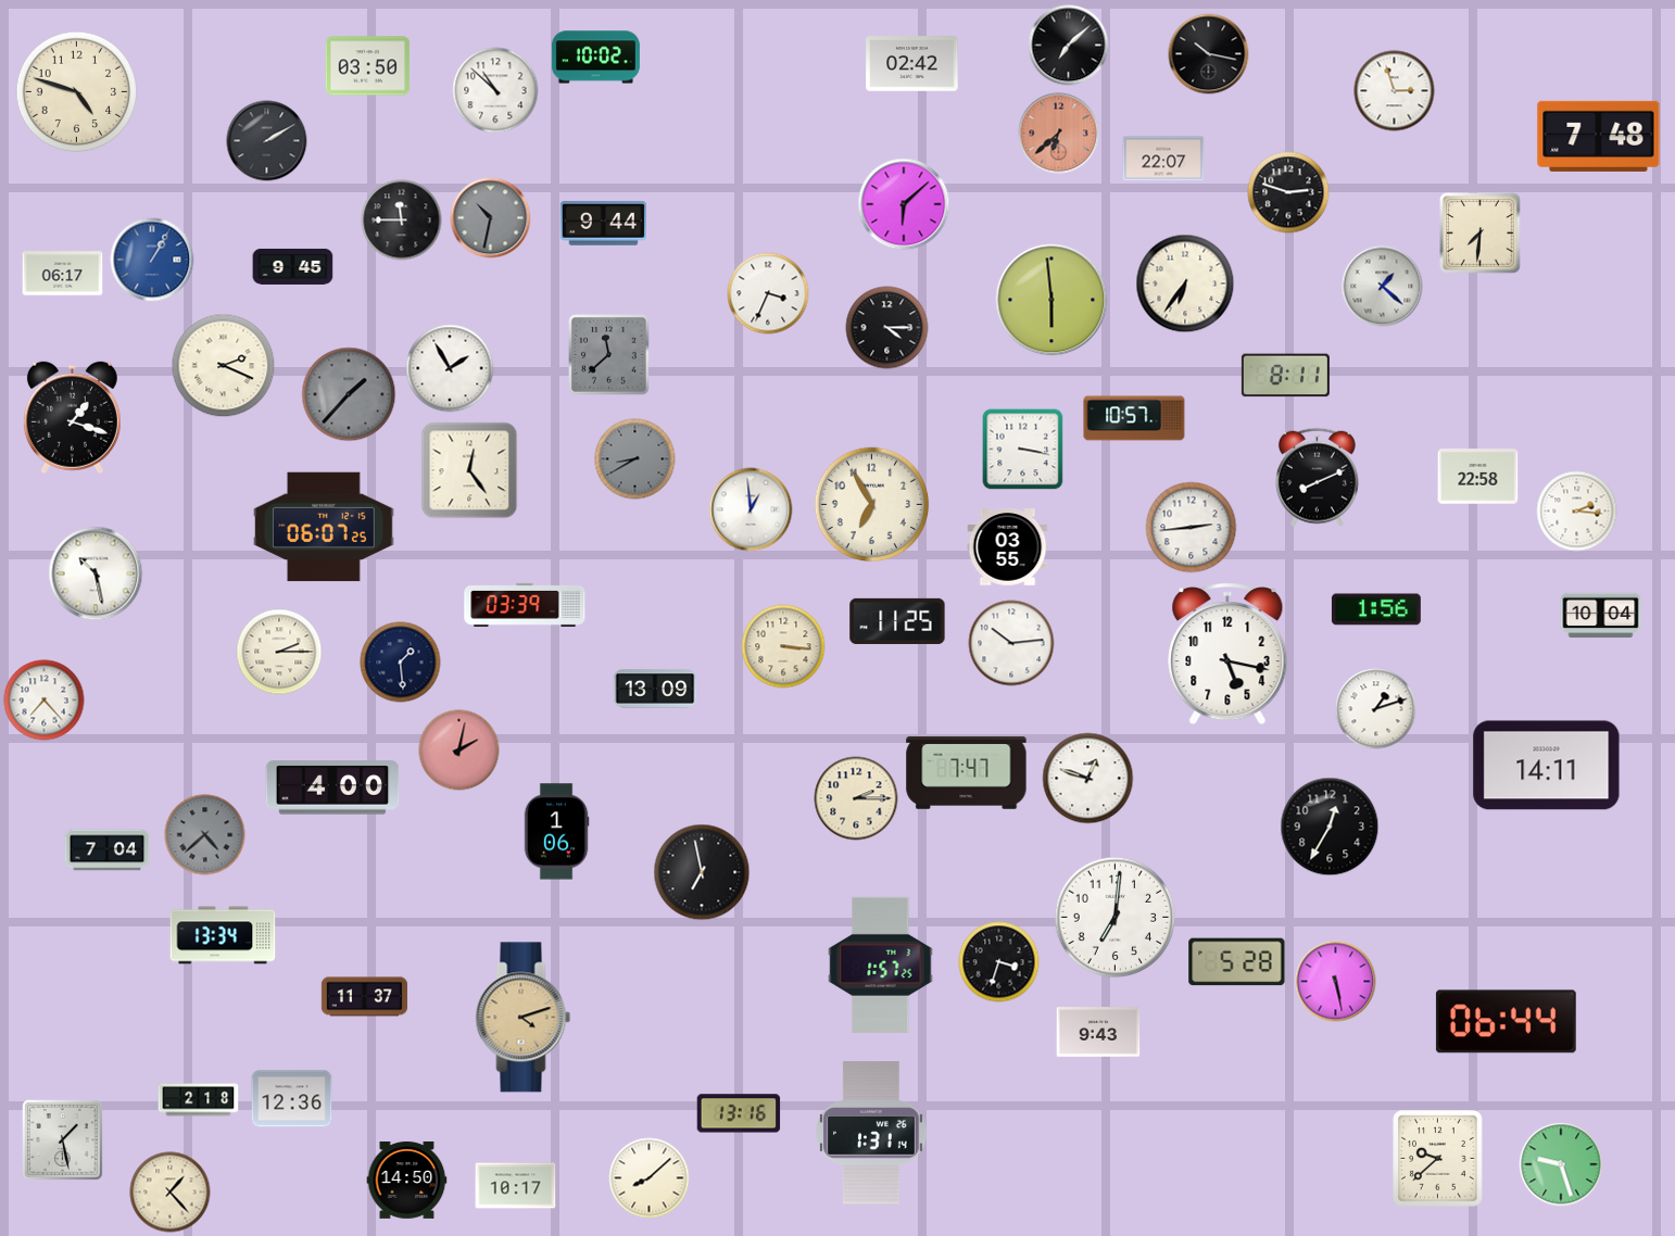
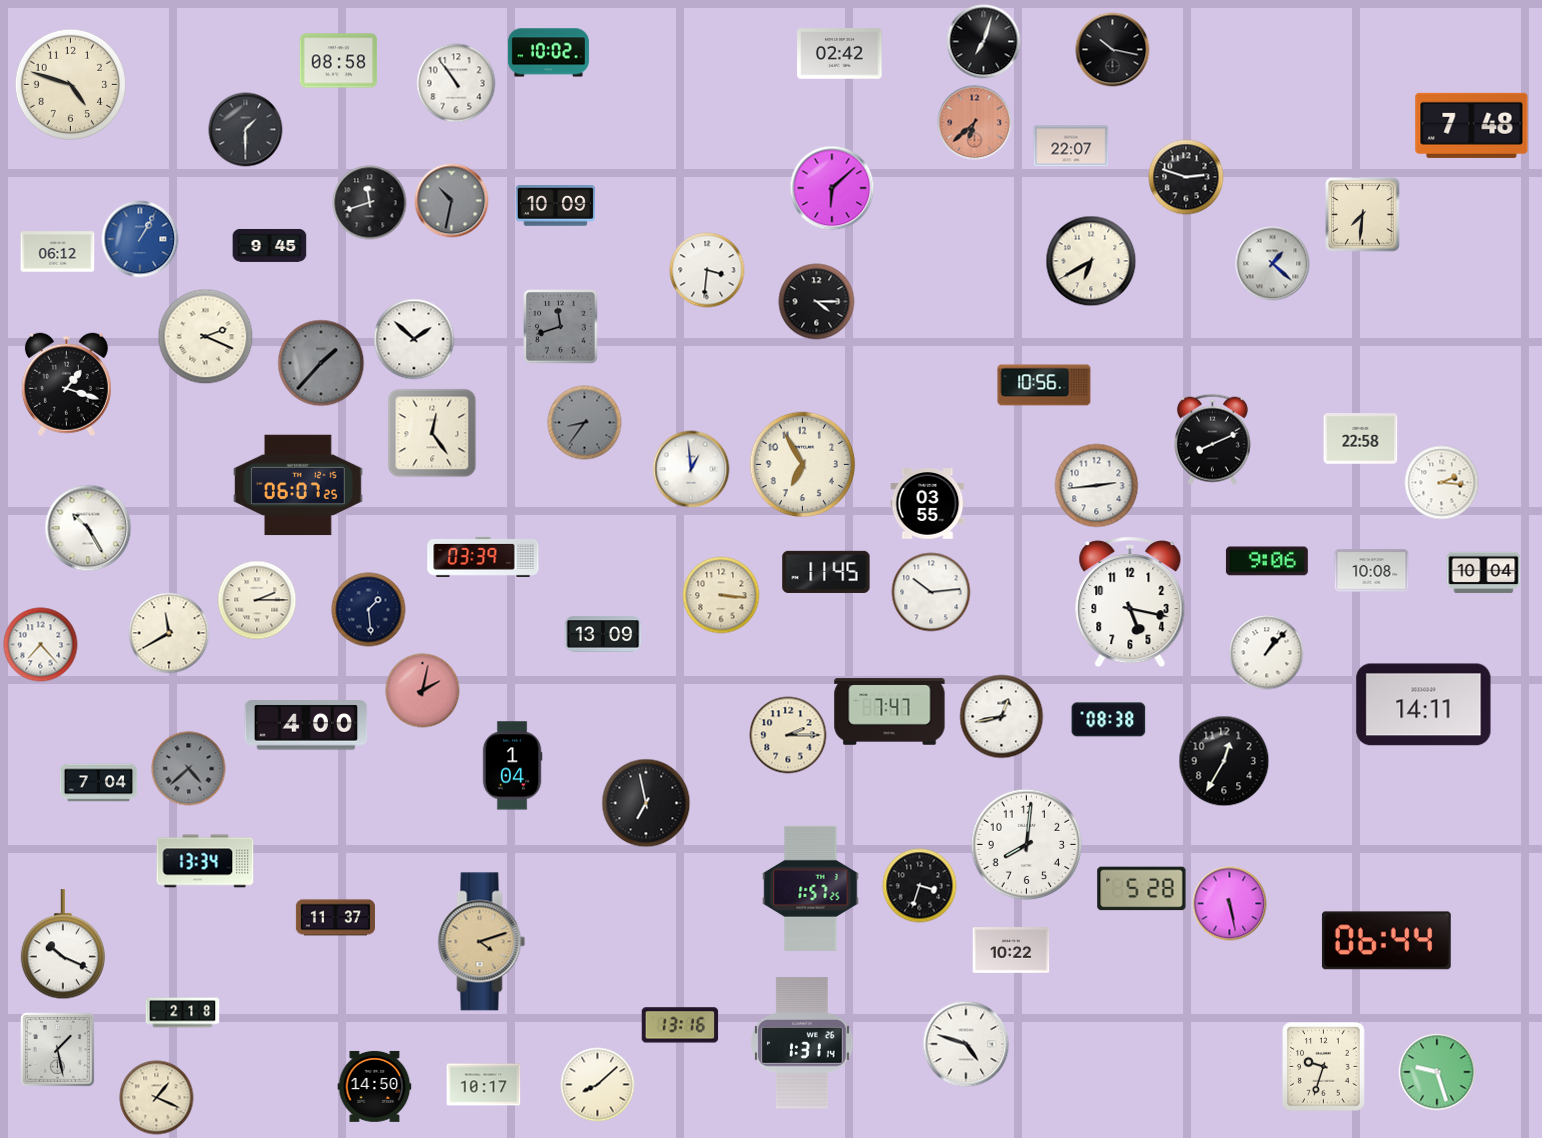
clock at (1069, 46): 7:08 -> 7:03
clock at (912, 64) position: (912, 64) -> (840, 54)
clock at (368, 66): 03:50 -> 08:58
clock at (495, 90): 10:52 -> 10:54
clock at (1395, 91): 2:57 -> none
clock at (267, 141): 2:10 -> 1:30
clock at (402, 220): 11:45 -> 11:42
clock at (603, 224): 9:44 -> 10:09
clock at (63, 274): 06:17 -> 06:12
clock at (1185, 283): 6:36 -> 6:40
clock at (768, 293): 3:34 -> 3:31
clock at (1051, 300): 5:59 -> none
clock at (609, 355): 11:38 -> 11:42
clock at (450, 368): 1:55 -> 1:52
clock at (1285, 376): 8:11 -> none
clock at (1134, 418): 10:57 -> 10:56
clock at (1023, 450): 3:17 -> none
clock at (635, 459): 8:40 -> 8:36
clock at (1577, 512) position: (1577, 512) -> (1442, 483)
clock at (96, 573): 10:28 -> 10:25
clock at (1376, 609): 1:56 -> 9:06
clock at (1601, 616) position: (1601, 616) -> (1484, 573)
clock at (1372, 571): none -> 10:08
clock at (897, 621): 11:25 -> 11:45
clock at (169, 633): none -> 11:40
clock at (1376, 709): 1:12 -> 1:07
clock at (1088, 779): 12:48 -> 12:43
clock at (1109, 720): none -> 08:38
clock at (556, 832): 1:06 -> 1:04
clock at (1114, 917): 7:01 -> 8:01
clock at (1237, 962) position: (1237, 962) -> (1142, 889)
clock at (524, 1018) position: (524, 1018) -> (482, 942)
clock at (62, 945): none -> 10:19
clock at (1098, 1032): 9:43 -> 10:22
clock at (292, 1099): 12:36 -> none
clock at (966, 1044): none -> 4:48
clock at (1438, 1159): 9:38 -> 9:33
clock at (516, 1186) position: (516, 1186) -> (484, 1085)
clock at (171, 1193): 1:23 -> 1:19
